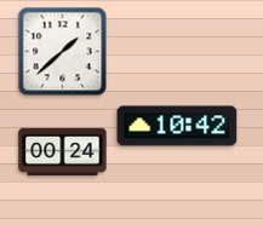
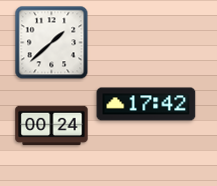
clock at (177, 126): 10:42 -> 17:42
